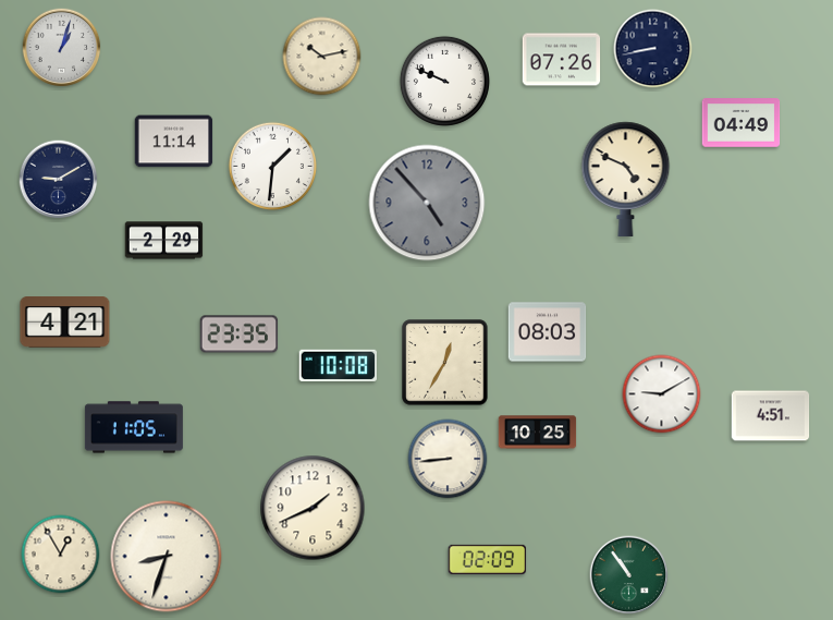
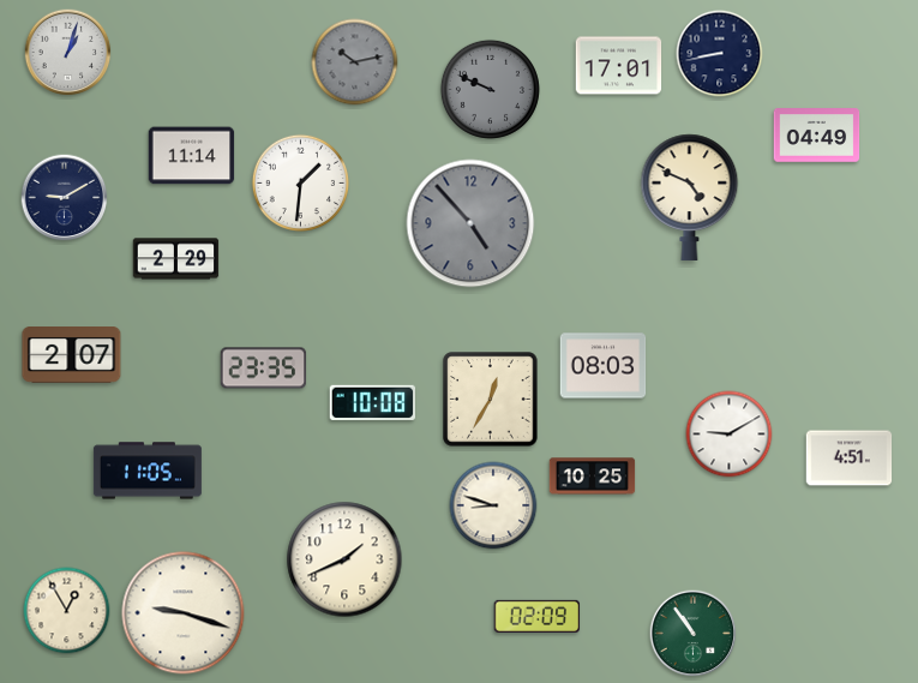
clock at (322, 57) dial: cream -> grey
clock at (562, 60): 07:26 -> 17:01
clock at (444, 81) dial: white -> grey
clock at (164, 241) position: (164, 241) -> (176, 259)
clock at (65, 323): 4:21 -> 2:07
clock at (448, 459): 8:44 -> 8:48
clock at (167, 557): 8:33 -> 9:18
